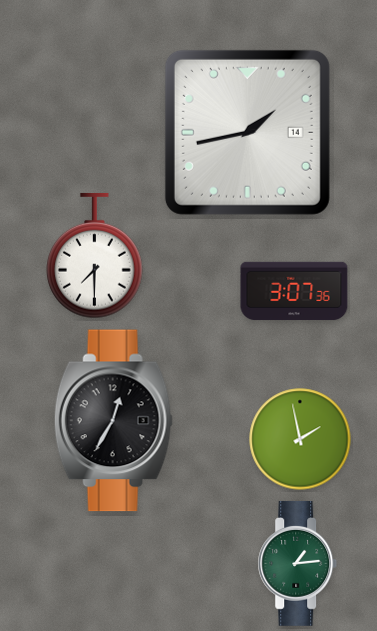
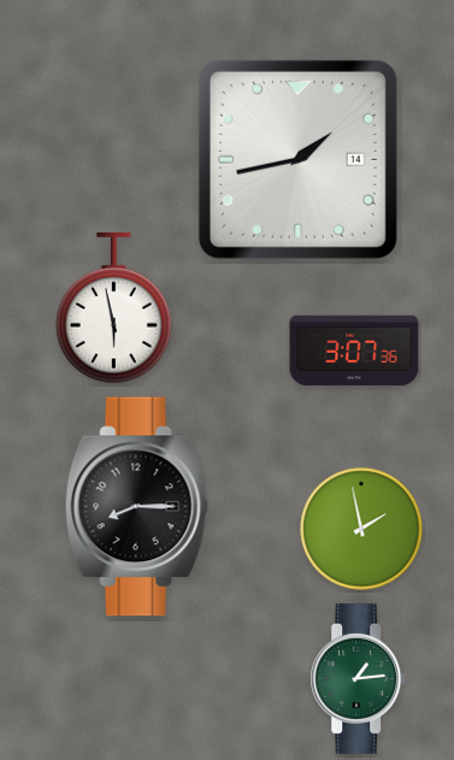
clock at (95, 256): 7:30 -> 5:58
clock at (113, 421): 12:35 -> 8:15
